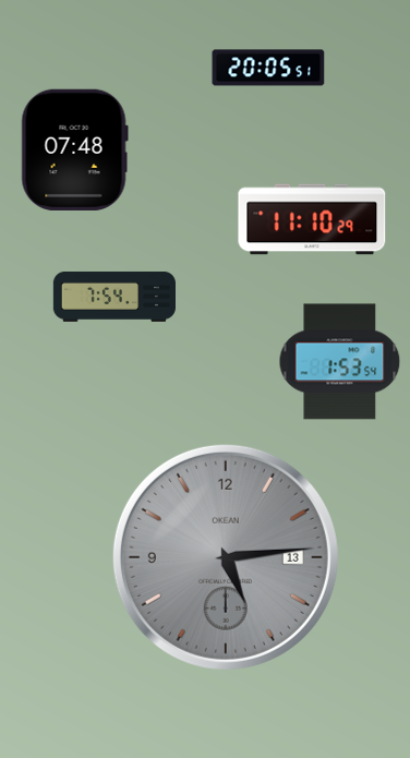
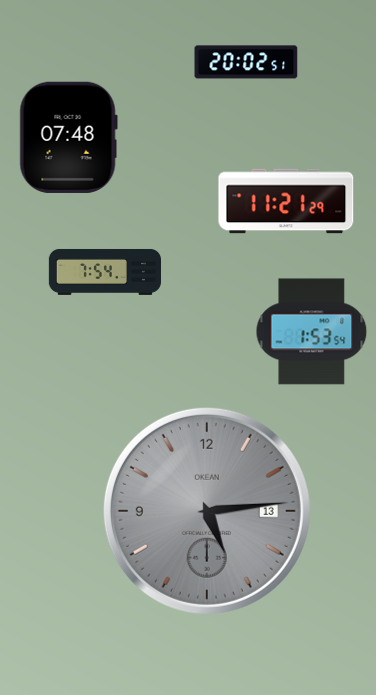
clock at (268, 68): 20:05 -> 20:02
clock at (312, 219): 11:10 -> 11:21
